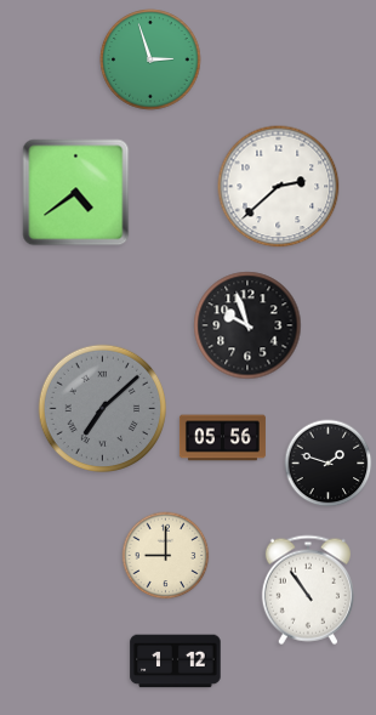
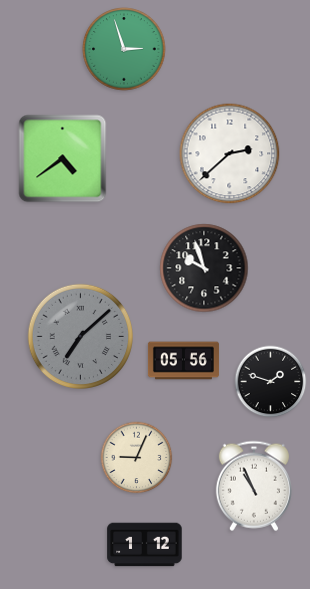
clock at (103, 409) position: (103, 409) -> (81, 337)
clock at (166, 556): 9:00 -> 9:04
clock at (308, 590): 10:54 -> 10:56
